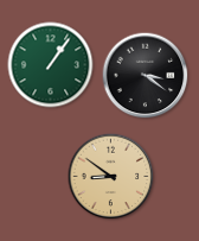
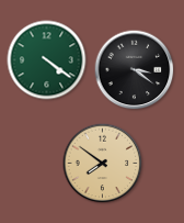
clock at (51, 65): 1:06 -> 4:21
clock at (111, 177): 8:51 -> 7:51
